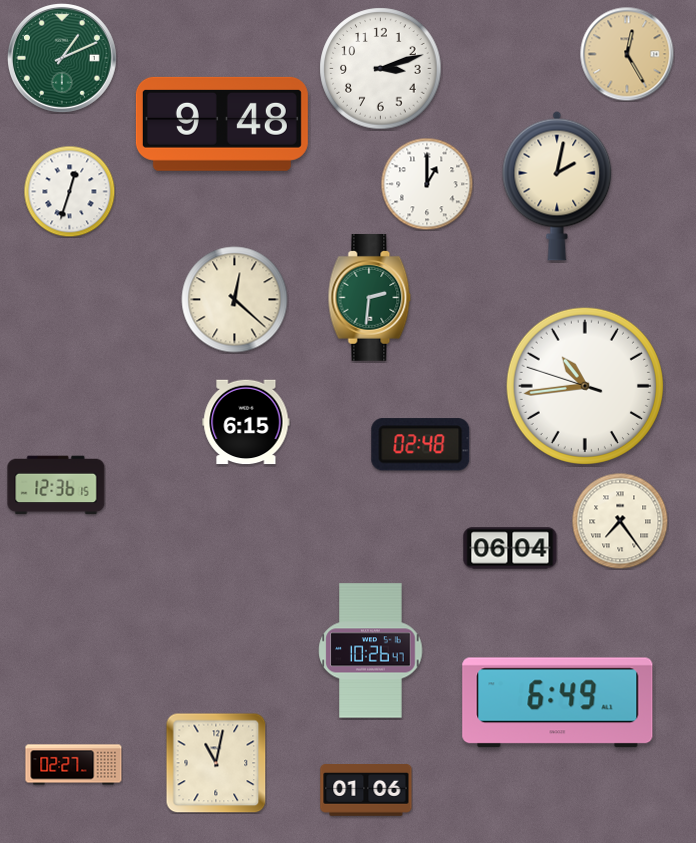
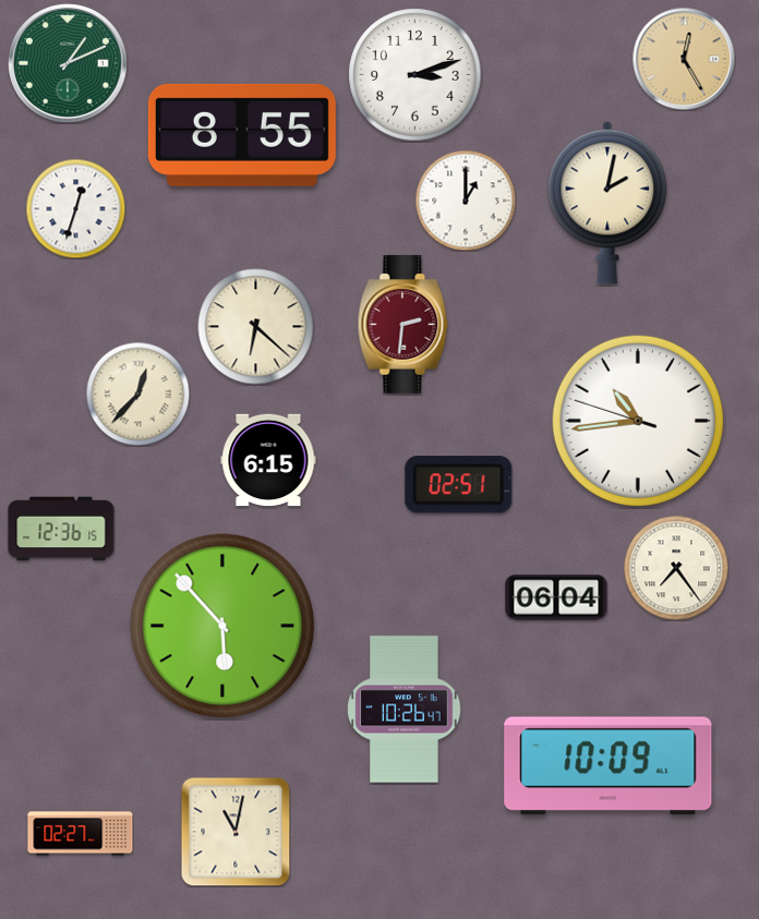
clock at (222, 124): 9:48 -> 8:55
clock at (370, 297) dial: green -> burgundy
clock at (235, 300): 12:22 -> 6:22
clock at (137, 394): none -> 12:37
clock at (421, 445): 02:48 -> 02:51
clock at (222, 626): none -> 5:53
clock at (558, 703): 6:49 -> 10:09
clock at (366, 790): 01:06 -> none
